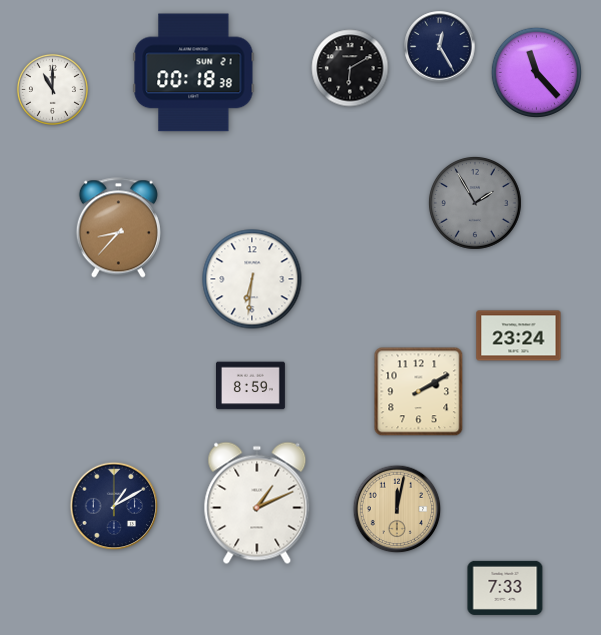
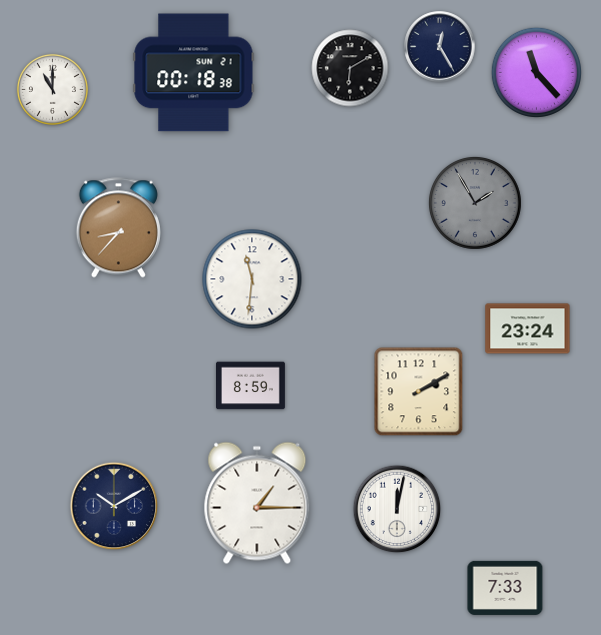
clock at (252, 279): 6:31 -> 11:31
clock at (519, 336) position: (519, 336) -> (528, 329)
clock at (257, 503): 1:11 -> 1:15
clock at (114, 506): 1:10 -> 10:10
clock at (397, 509) dial: champagne -> white
